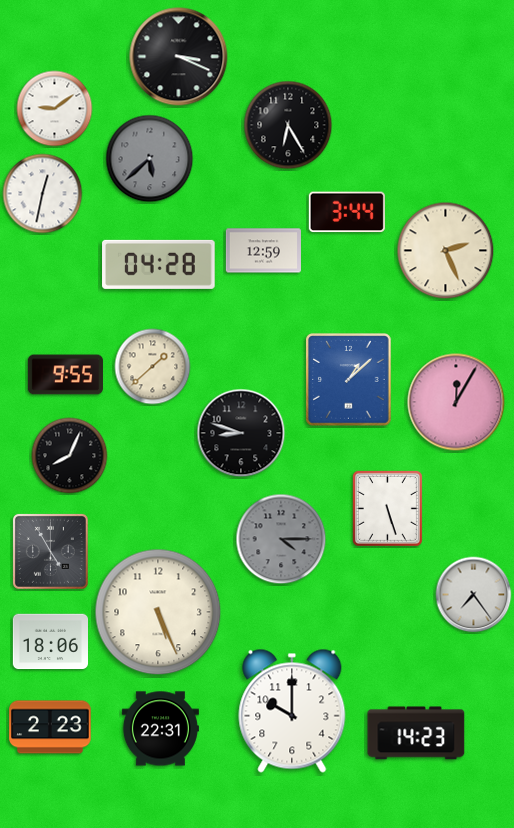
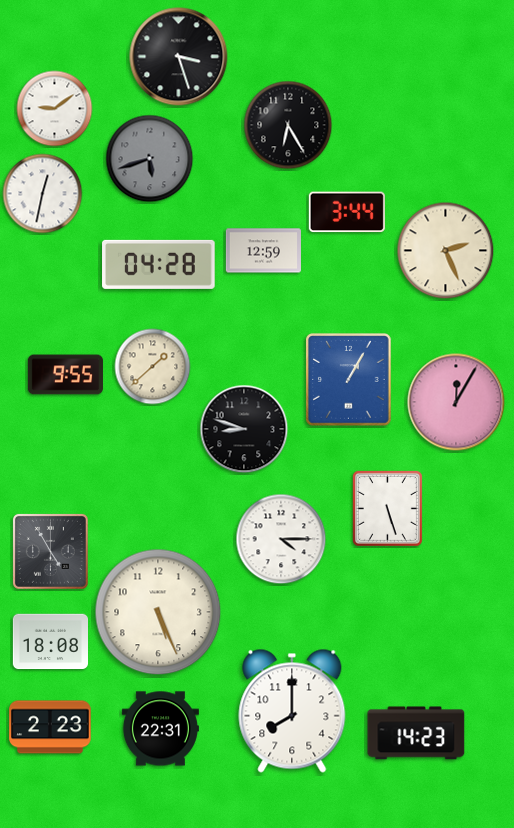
clock at (179, 57): 3:19 -> 3:27
clock at (150, 159): 5:38 -> 5:42
clock at (349, 380): 1:08 -> 1:05
clock at (241, 433) position: (241, 433) -> (244, 429)
clock at (70, 456): 8:04 -> none
clock at (281, 539) dial: grey -> white
clock at (474, 595): 7:24 -> none
clock at (50, 642): 18:06 -> 18:08
clock at (292, 711): 10:00 -> 8:00
